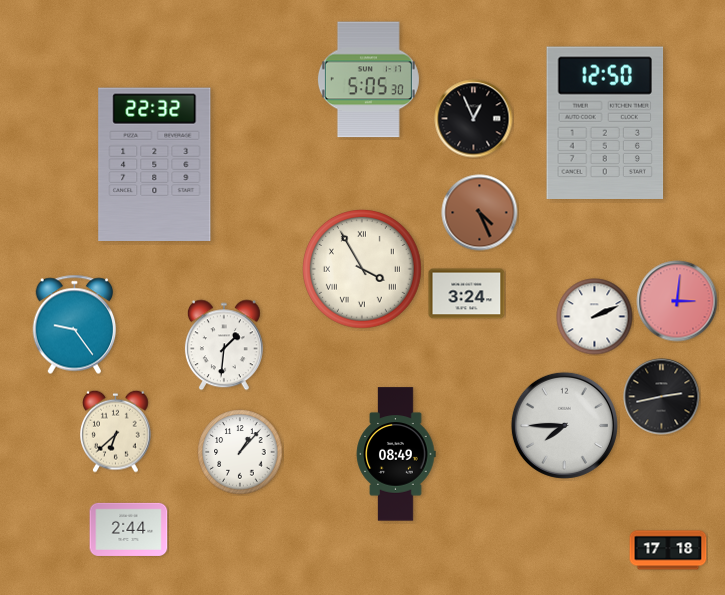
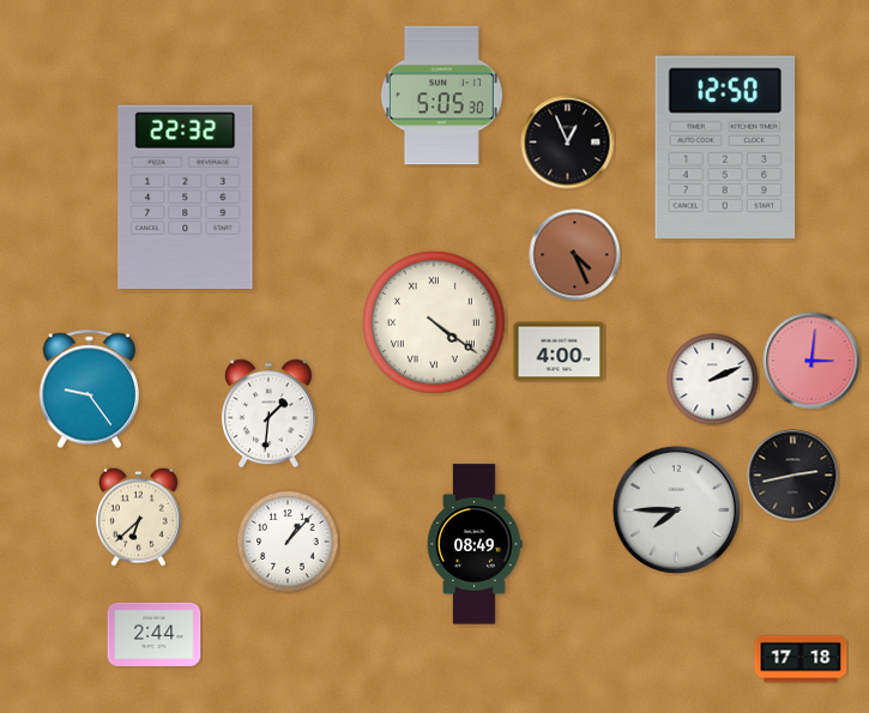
clock at (363, 270): 3:55 -> 4:21
clock at (467, 294): 3:24 -> 4:00
